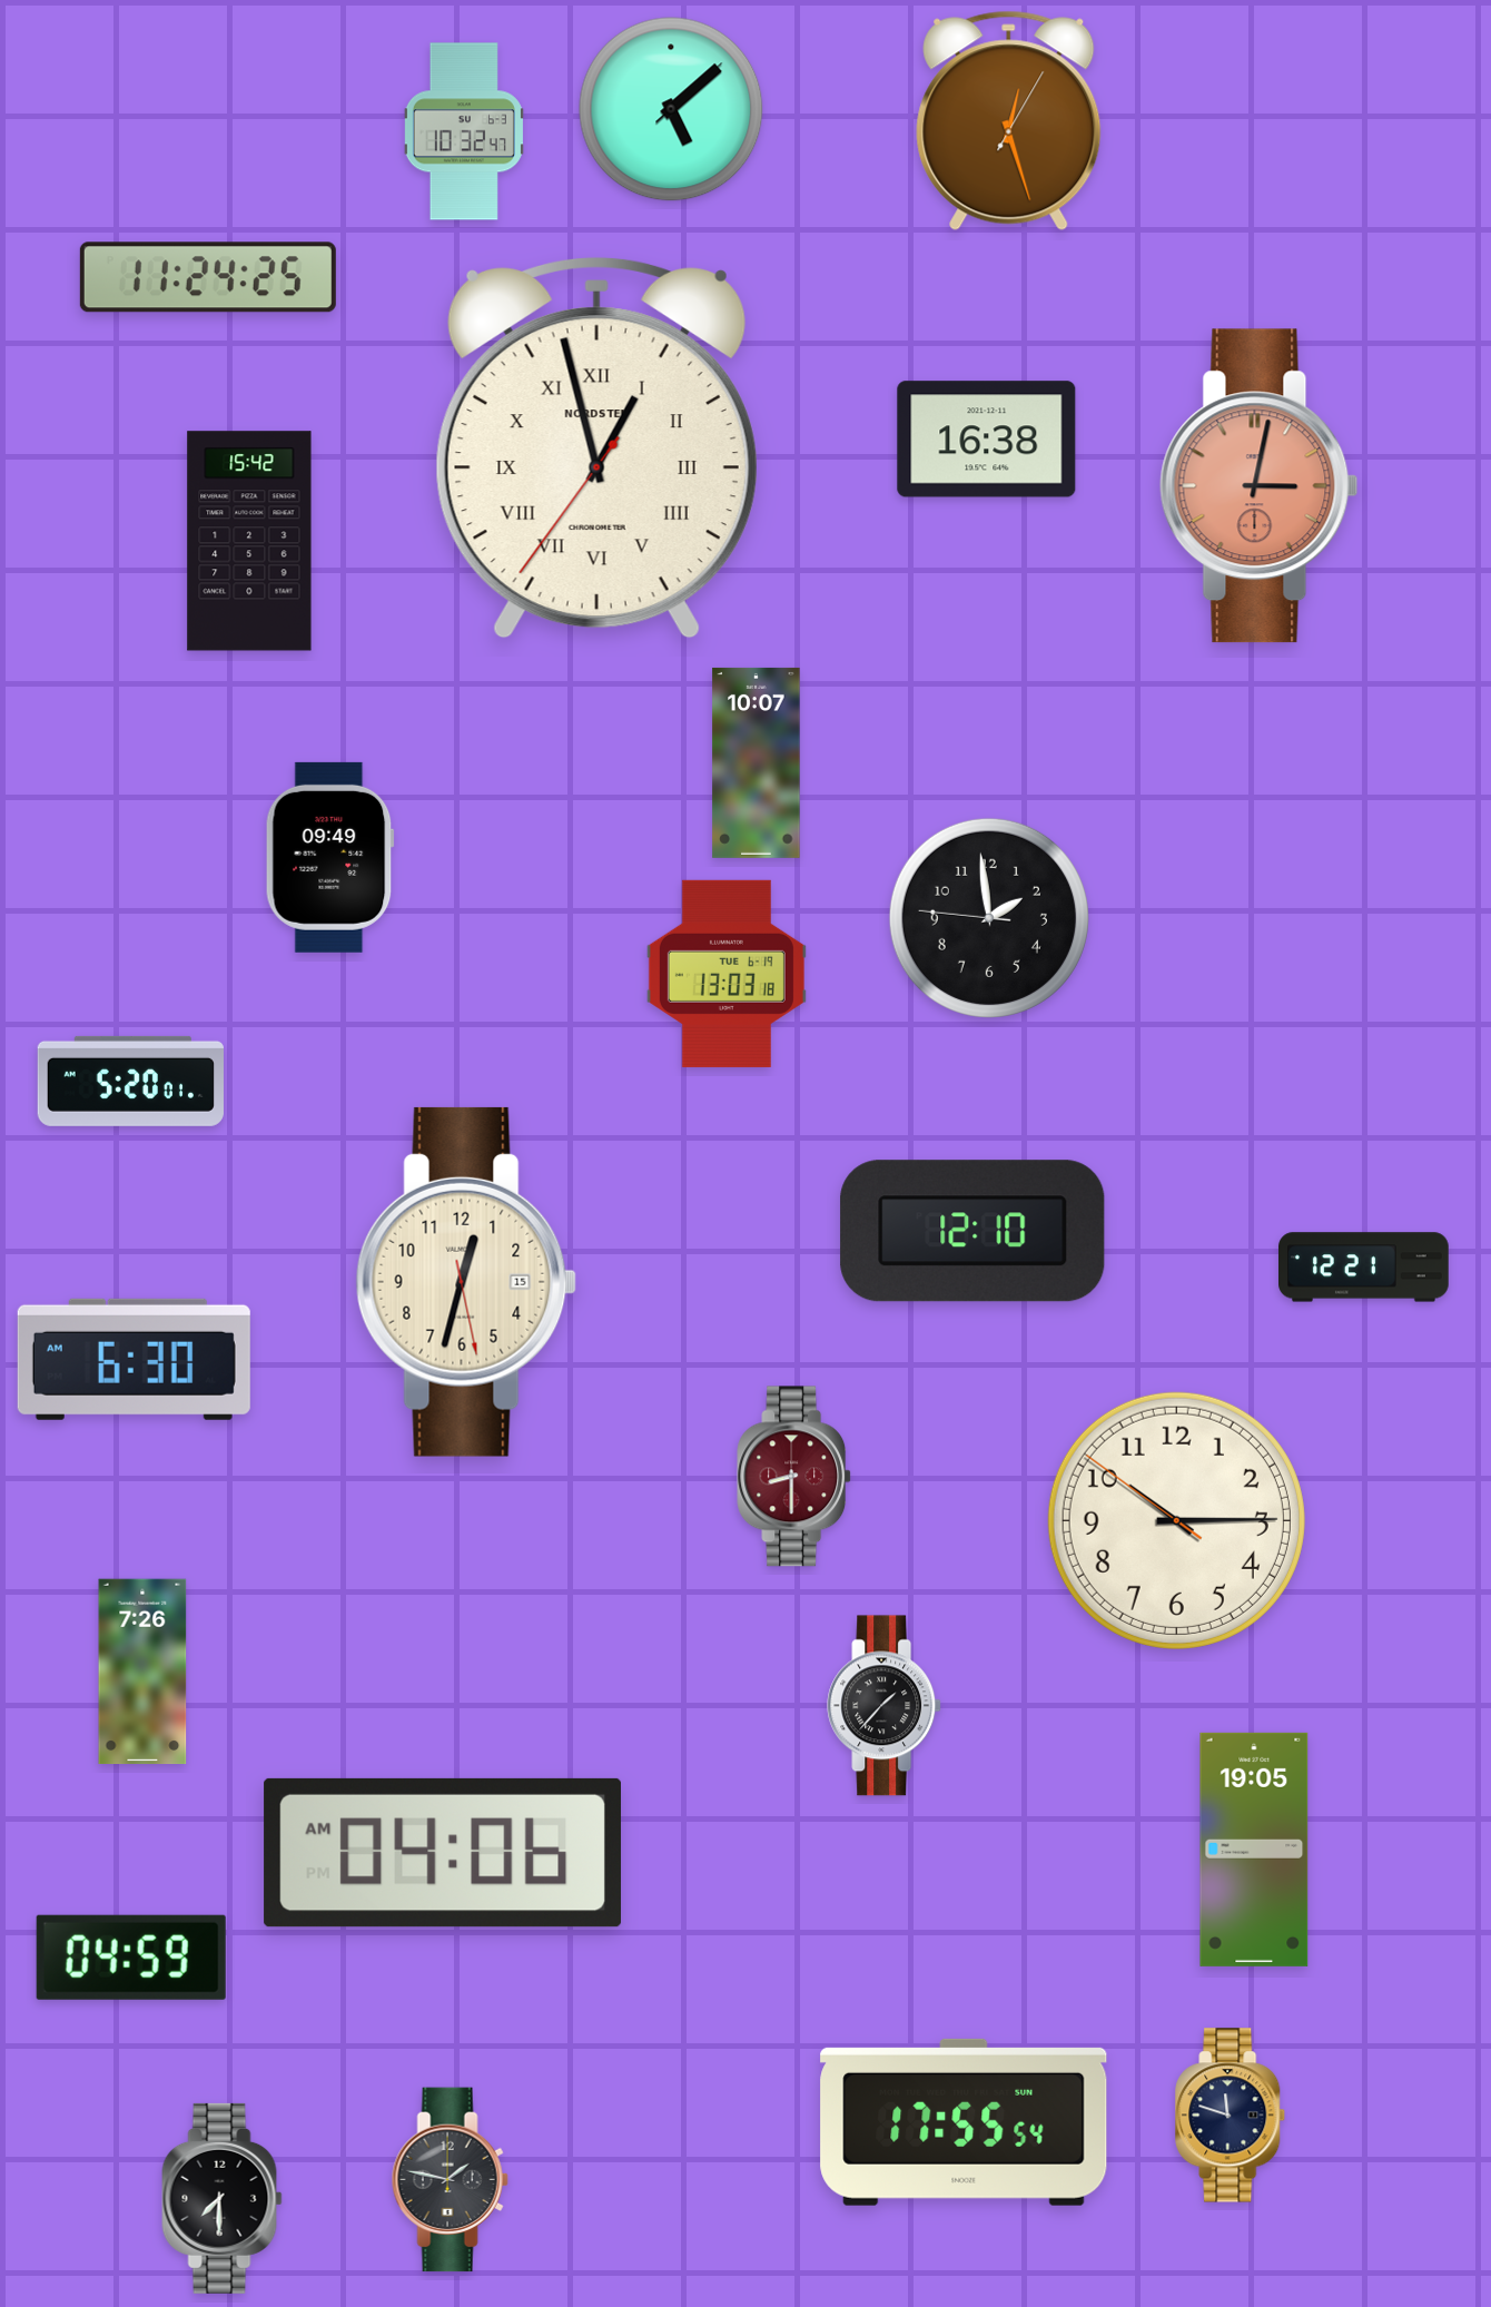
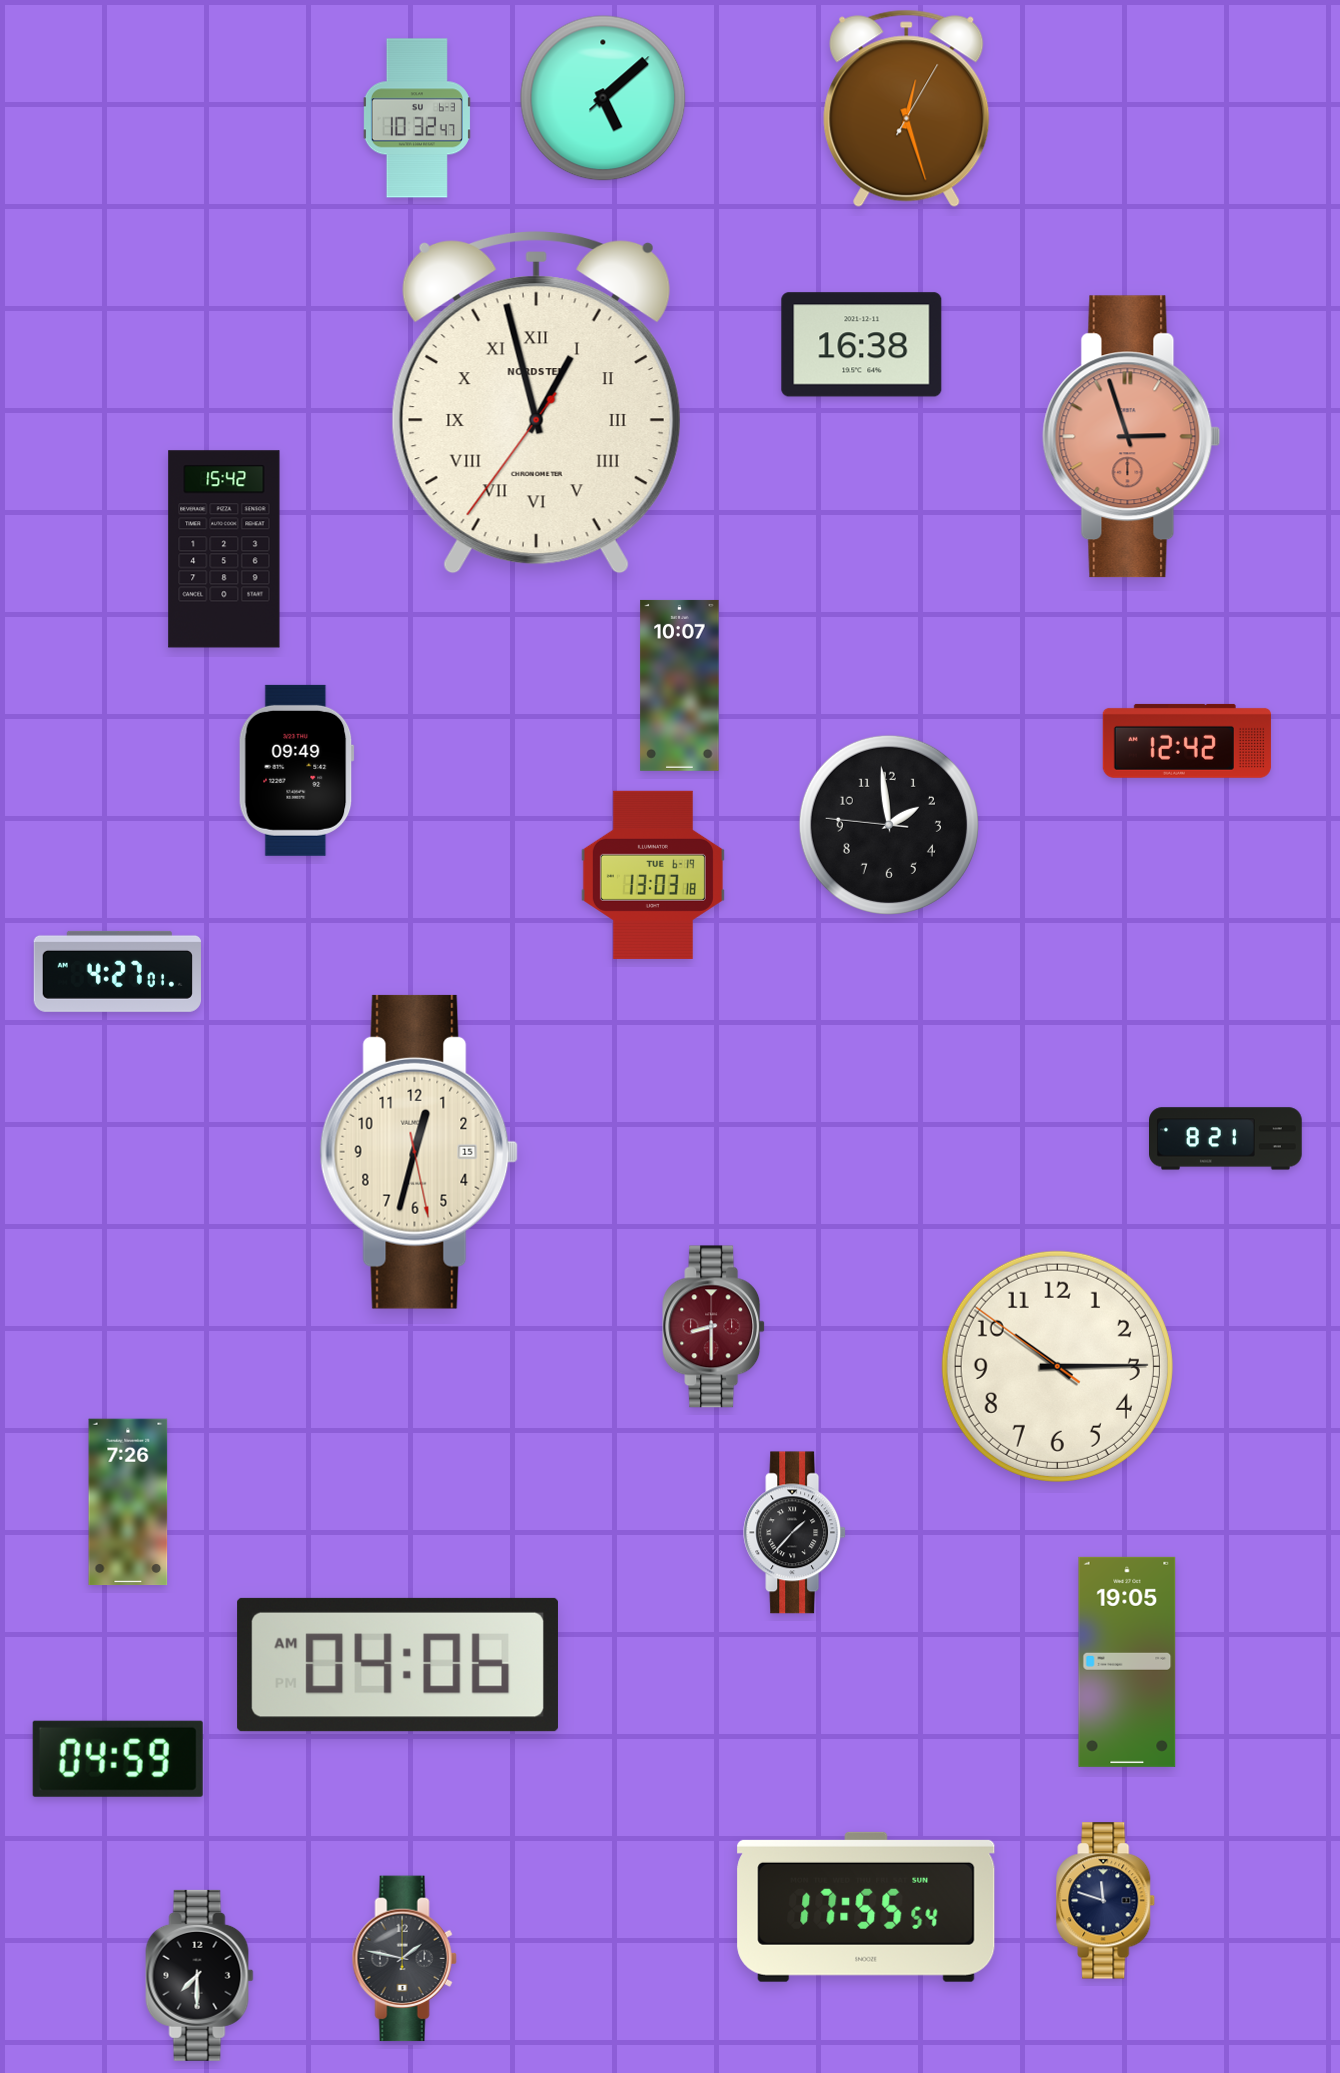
clock at (208, 277): 11:24 -> none
clock at (987, 440) position: (987, 440) -> (862, 345)
clock at (1260, 486): 3:02 -> 2:57
clock at (249, 541) position: (249, 541) -> (224, 549)
clock at (1187, 741): none -> 12:42
clock at (130, 1081): 5:20 -> 4:27
clock at (972, 1231): 12:10 -> none
clock at (1364, 1268): 12:21 -> 8:21
clock at (134, 1359): 6:30 -> none
